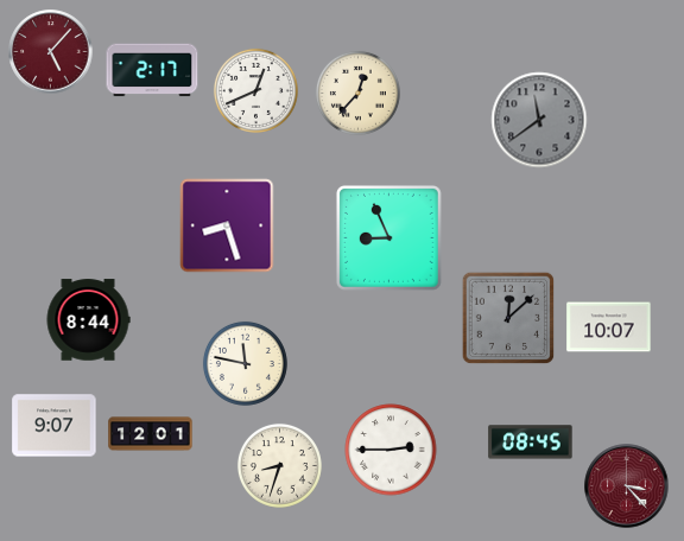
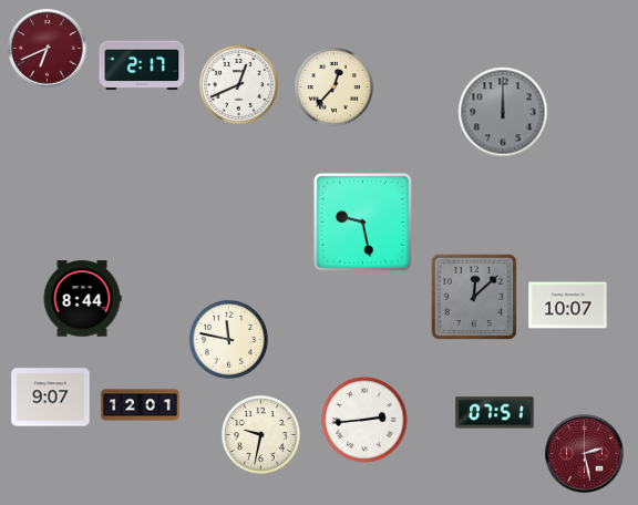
clock at (51, 52): 5:07 -> 6:41
clock at (539, 120): 11:39 -> 12:00
clock at (227, 225): 8:27 -> none
clock at (388, 237): 8:56 -> 9:28
clock at (531, 443): 08:45 -> 07:51
clock at (391, 450): 2:45 -> 2:44
clock at (279, 465): 8:33 -> 9:32
clock at (627, 486): 3:23 -> 2:28
